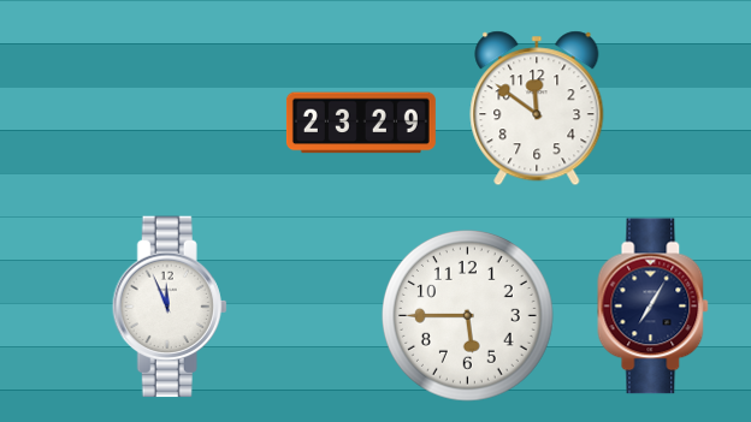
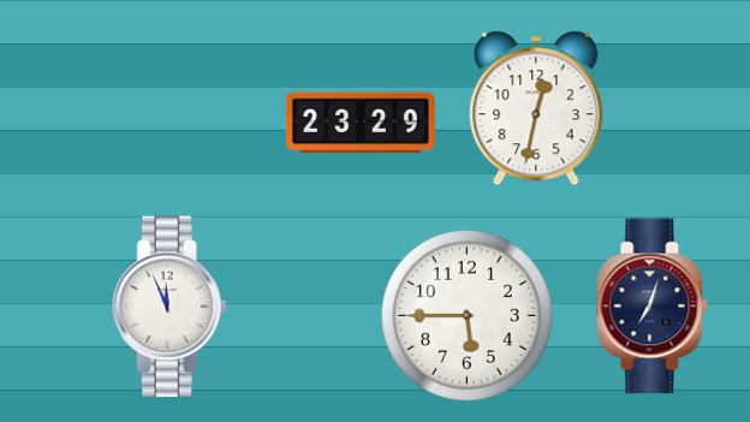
clock at (537, 108): 11:51 -> 12:32
clock at (654, 307): 7:05 -> 7:03
